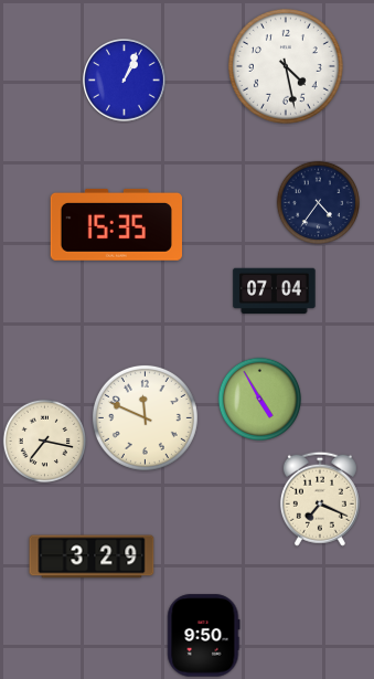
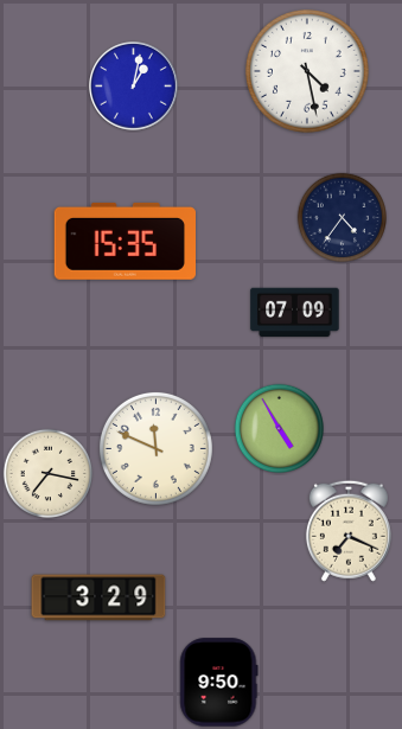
clock at (125, 81): 1:04 -> 1:02
clock at (275, 291): 07:04 -> 07:09
clock at (320, 499) position: (320, 499) -> (349, 531)
